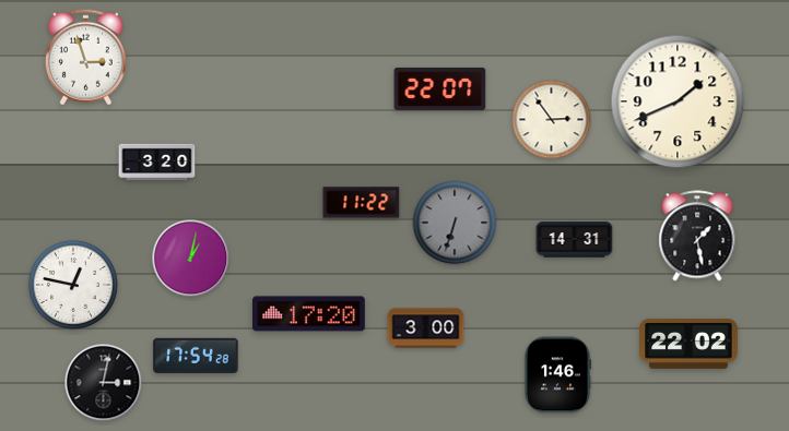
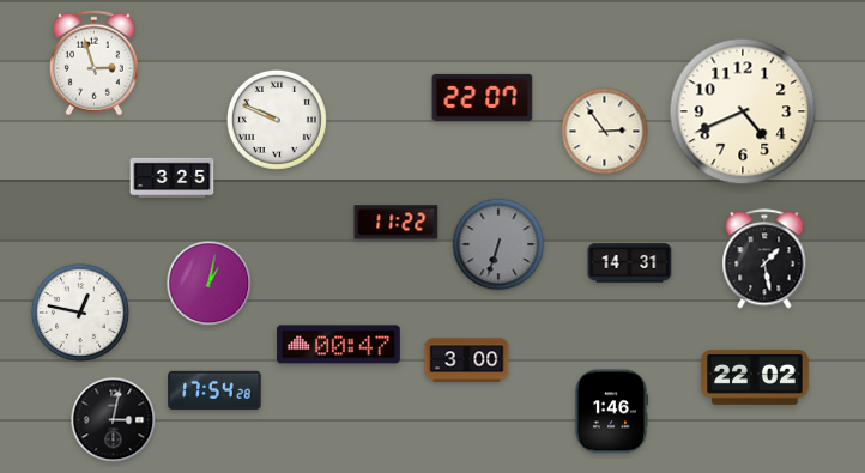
clock at (678, 101): 1:41 -> 4:41
clock at (277, 120): none -> 9:49
clock at (157, 163): 3:20 -> 3:25
clock at (309, 314): 17:20 -> 00:47
